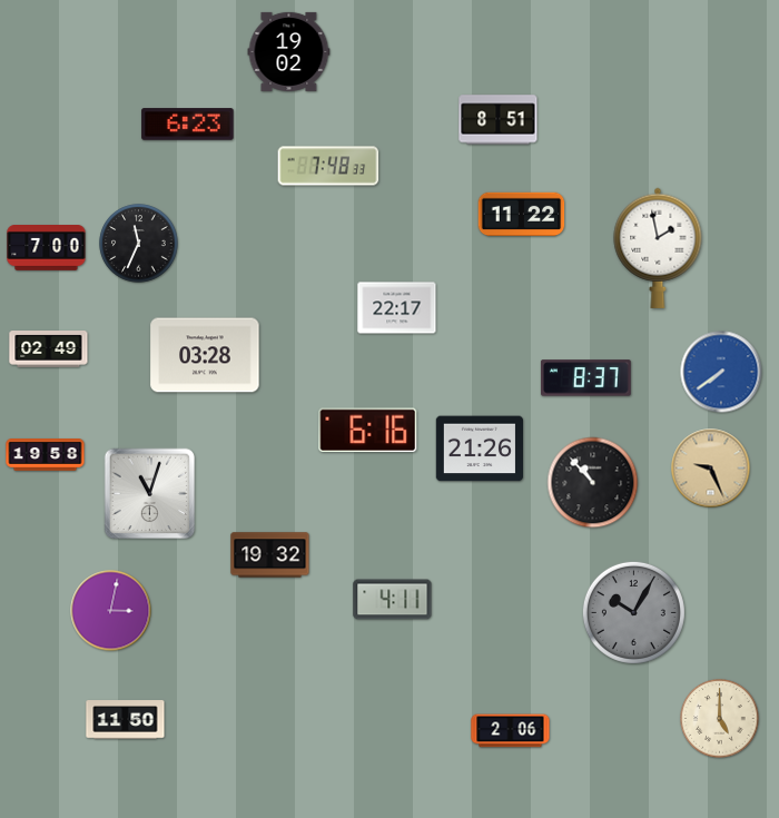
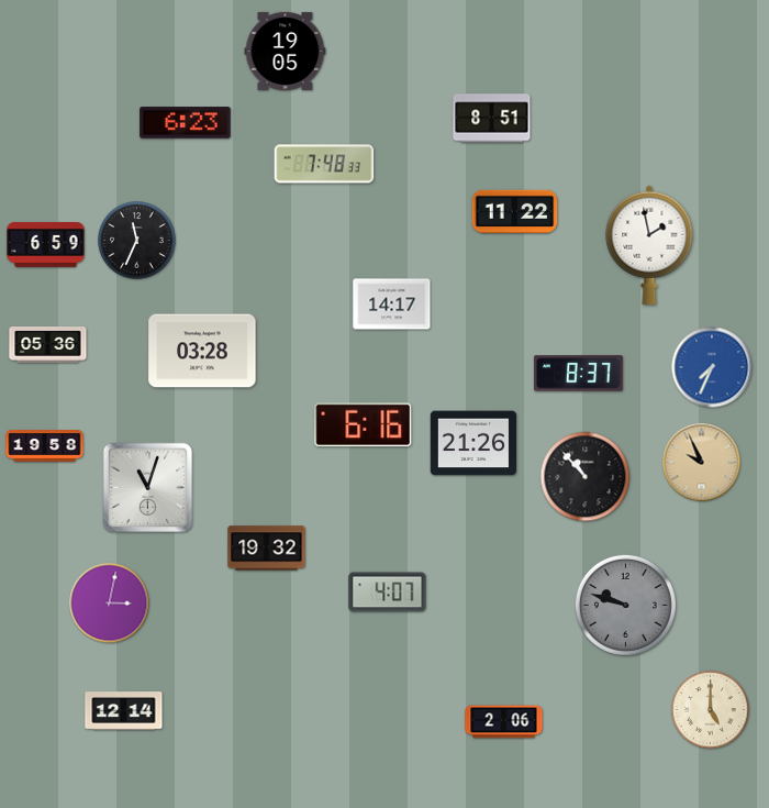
clock at (289, 51): 19:02 -> 19:05
clock at (47, 248): 7:00 -> 6:59
clock at (397, 308): 22:17 -> 14:17
clock at (49, 349): 02:49 -> 05:36
clock at (721, 372): 7:39 -> 7:34
clock at (46, 455) position: (46, 455) -> (45, 446)
clock at (711, 469): 9:26 -> 9:56
clock at (393, 600): 4:11 -> 4:07
clock at (633, 612): 10:05 -> 9:48
clock at (126, 720): 11:50 -> 12:14
